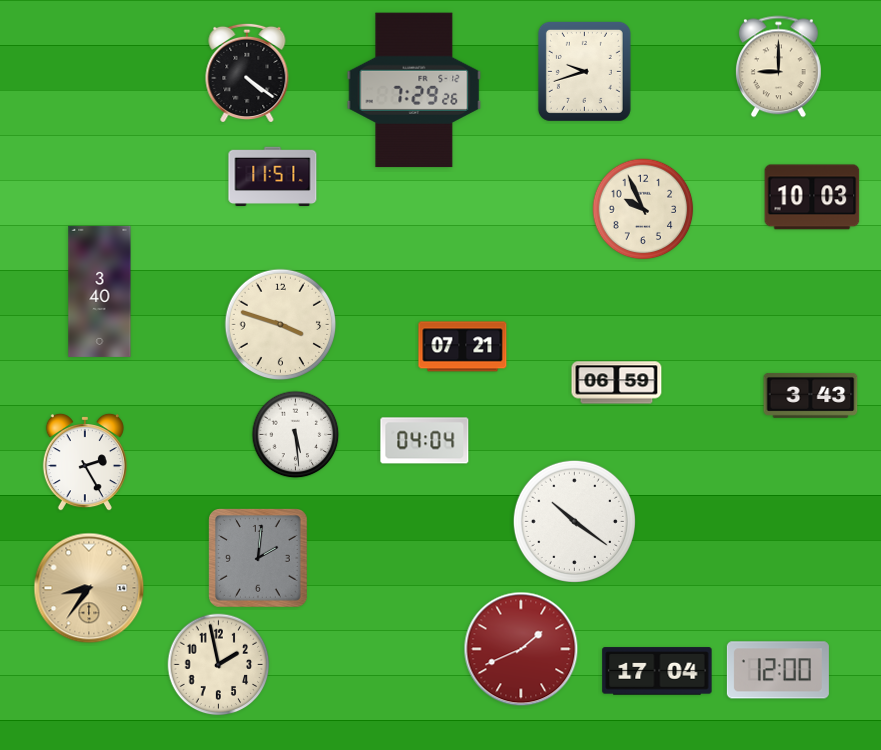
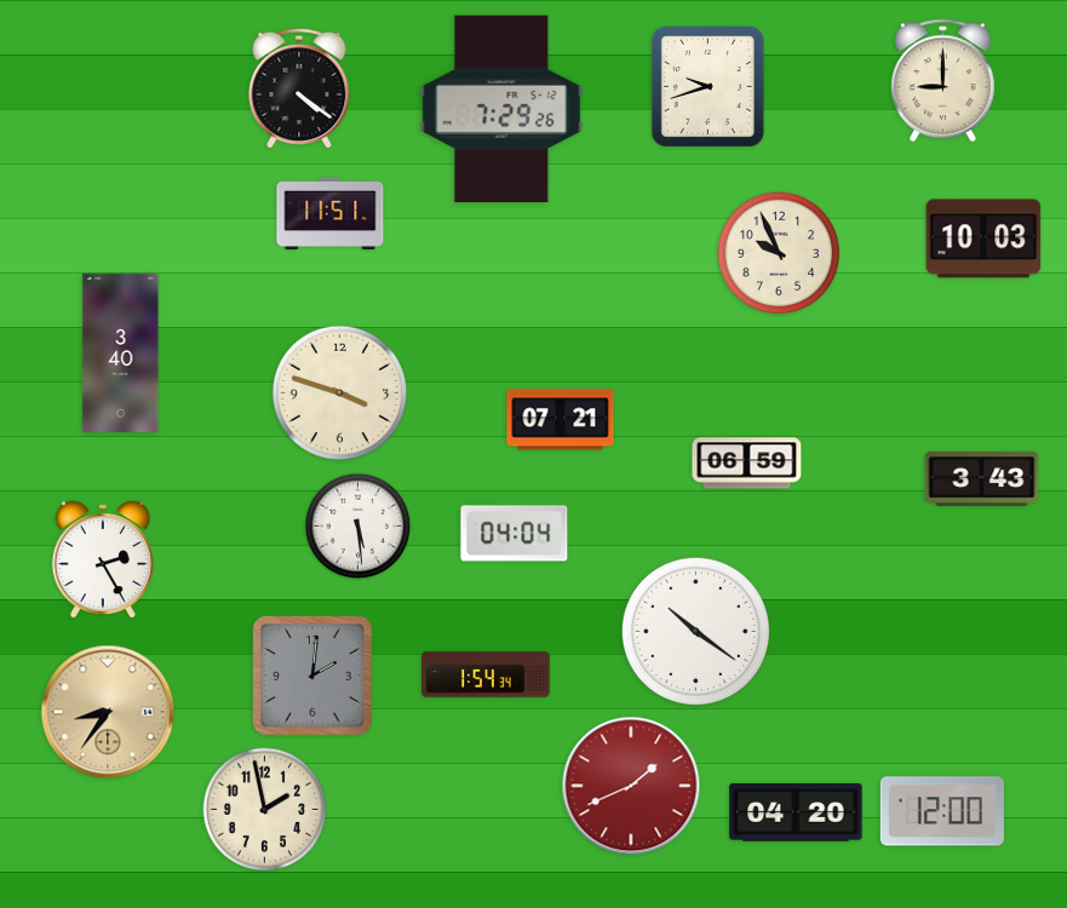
clock at (486, 674): none -> 1:54
clock at (219, 665) position: (219, 665) -> (265, 810)
clock at (657, 671): 17:04 -> 04:20
